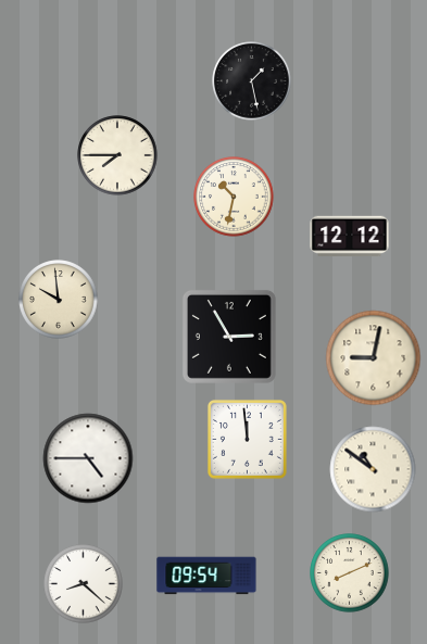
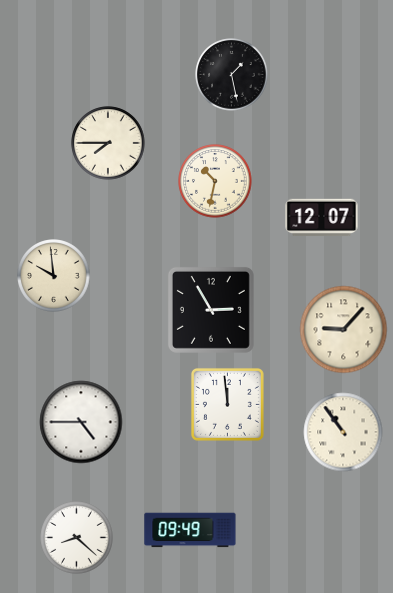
clock at (350, 237): 12:12 -> 12:07
clock at (374, 358): 9:02 -> 9:07
clock at (373, 469): 10:51 -> 10:54
clock at (350, 573): 8:11 -> none
clock at (206, 576): 09:54 -> 09:49
